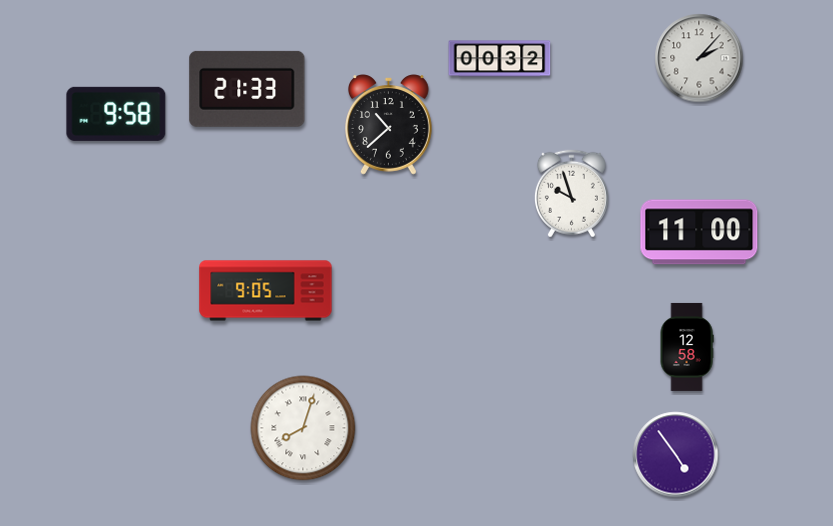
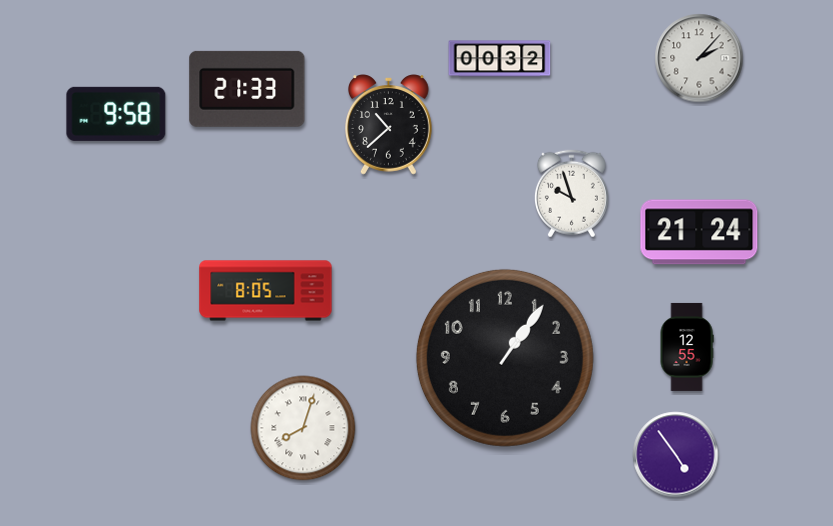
clock at (699, 232): 11:00 -> 21:24
clock at (266, 291): 9:05 -> 8:05
clock at (687, 347): 12:58 -> 12:55
clock at (505, 358): none -> 1:06
